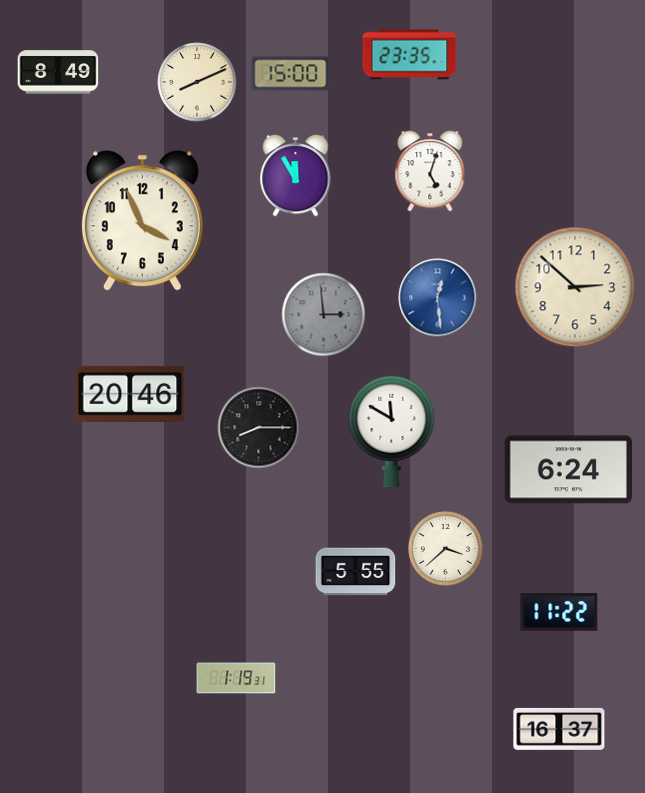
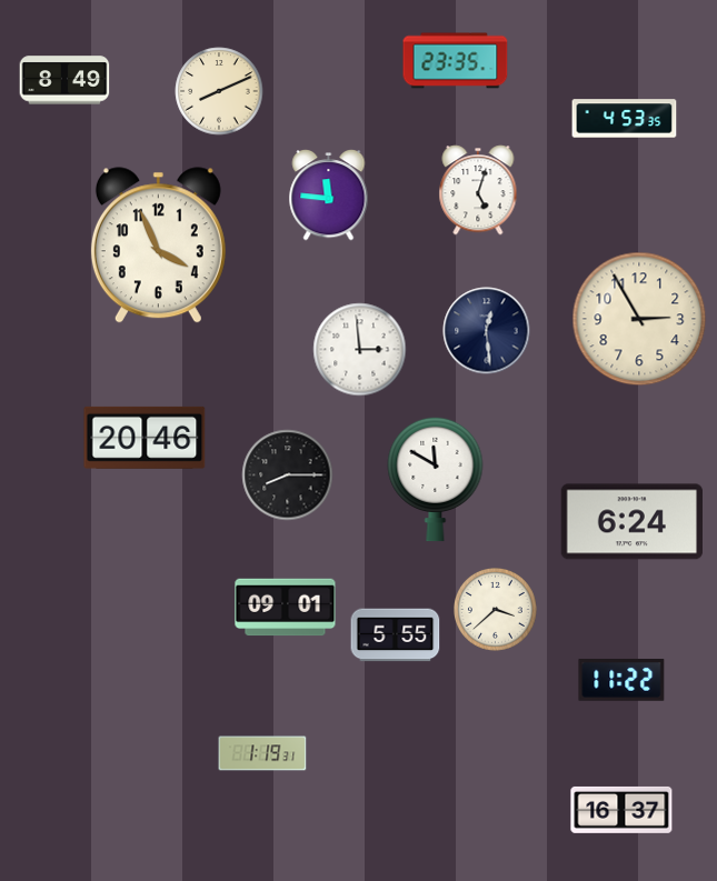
clock at (291, 74): 15:00 -> none
clock at (625, 119): none -> 4:53
clock at (296, 176): 11:55 -> 11:46
clock at (575, 287): 2:52 -> 2:55
clock at (438, 298) dial: blue -> navy
clock at (324, 315) dial: grey -> white
clock at (286, 608): none -> 09:01
